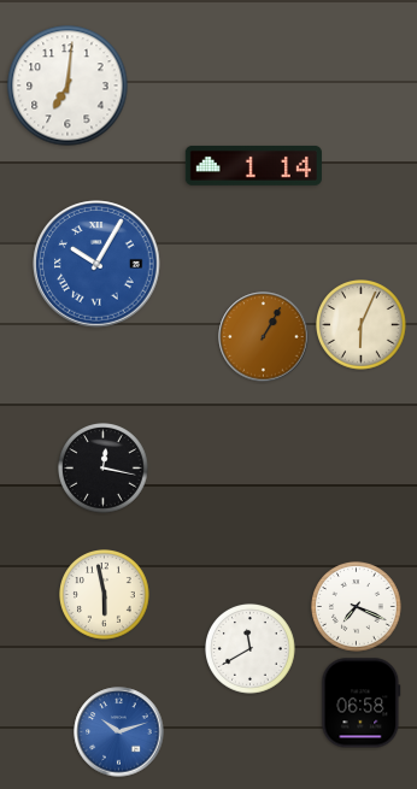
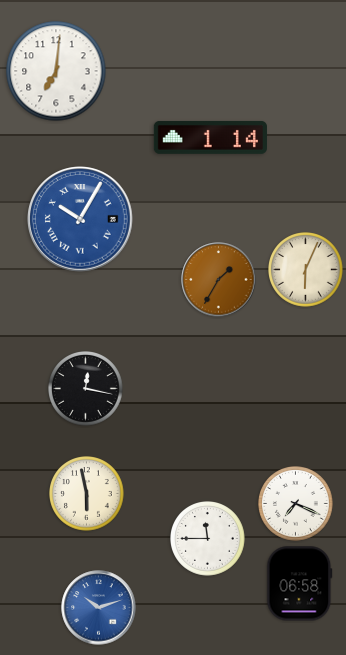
clock at (362, 325) position: (362, 325) -> (306, 270)
clock at (264, 337): 1:05 -> 1:35
clock at (251, 649): 11:40 -> 11:45
